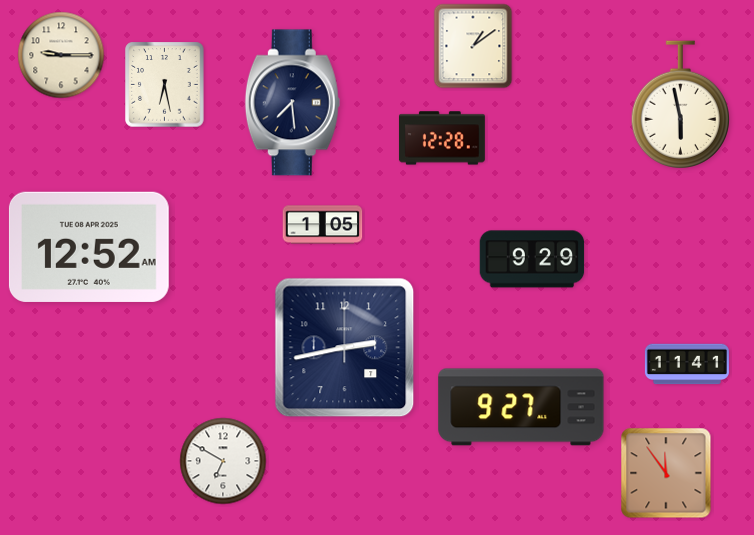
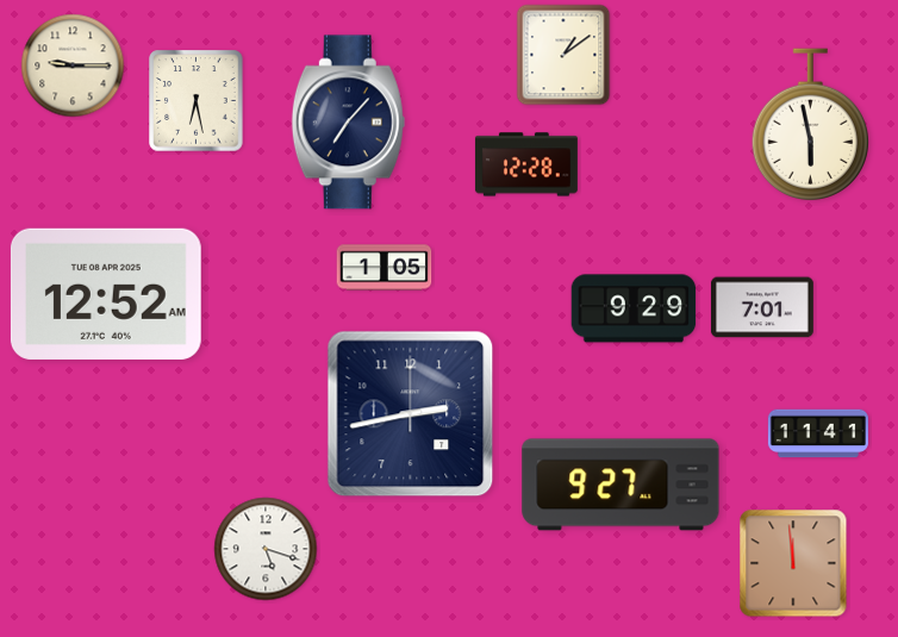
clock at (292, 103): 7:29 -> 7:07
clock at (762, 307): none -> 7:01
clock at (223, 461): 6:50 -> 5:18
clock at (666, 473): 11:54 -> 11:59
